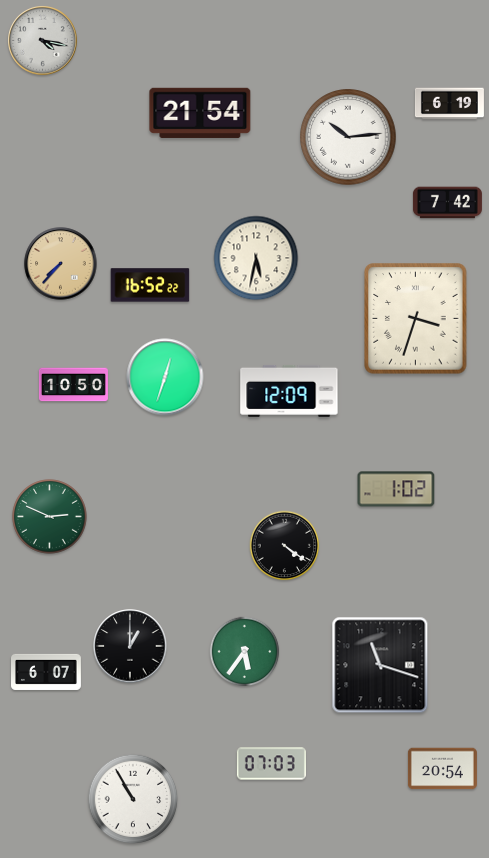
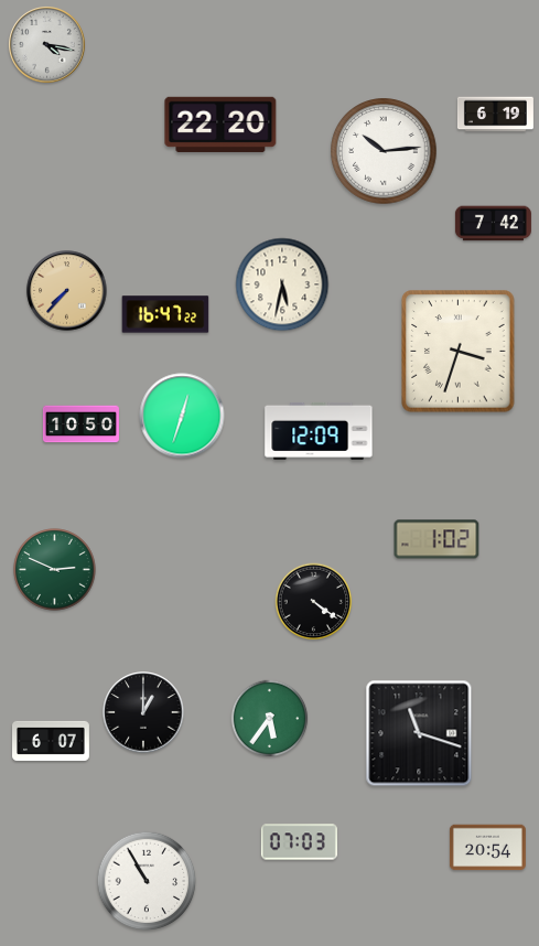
clock at (200, 113): 21:54 -> 22:20
clock at (150, 285): 16:52 -> 16:47
